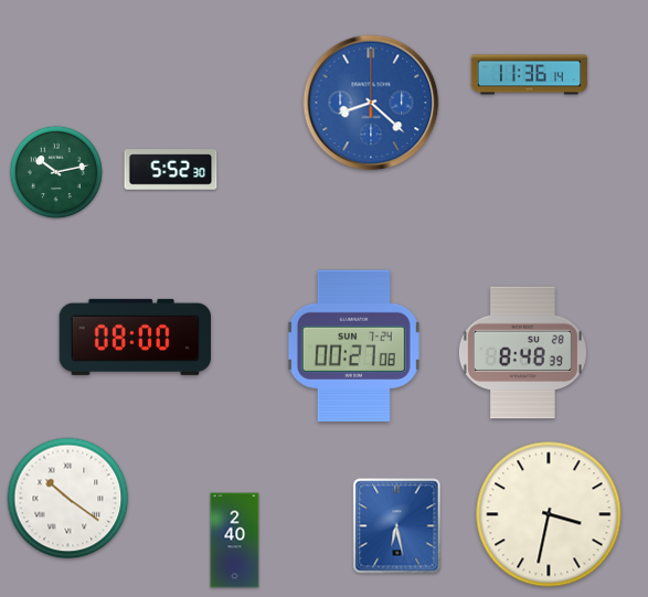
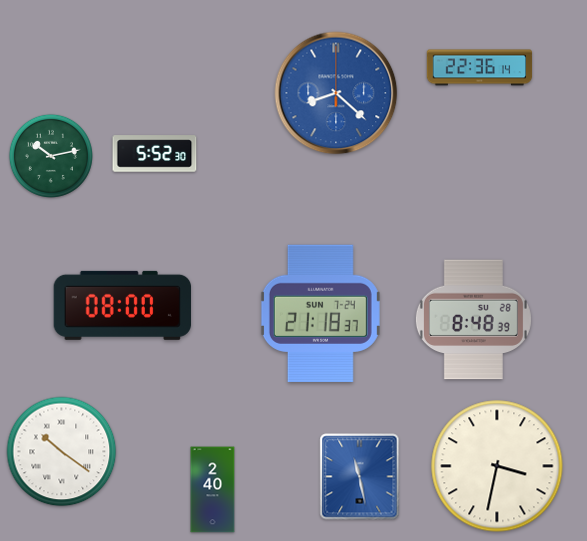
clock at (530, 75): 11:36 -> 22:36
clock at (353, 345): 00:27 -> 21:18
clock at (397, 526): 6:28 -> 11:28
